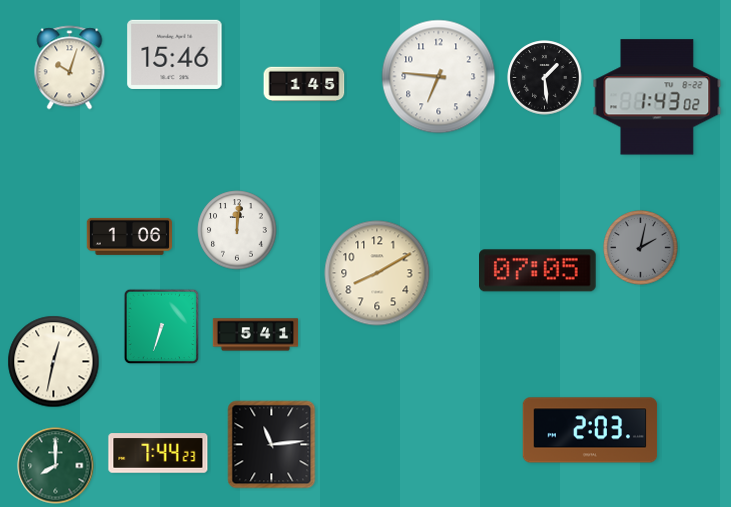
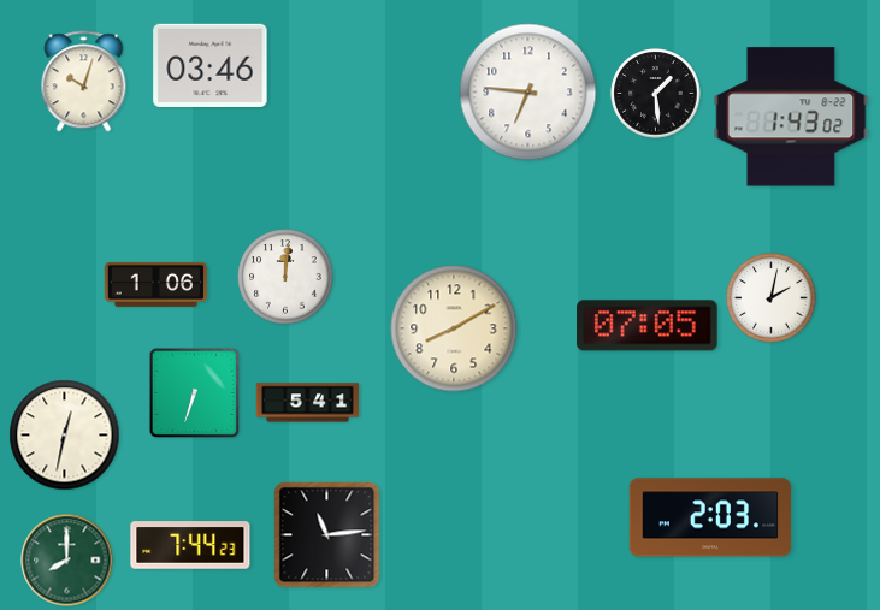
clock at (175, 54): 15:46 -> 03:46
clock at (304, 84): 1:45 -> none
clock at (641, 248) dial: grey -> white
